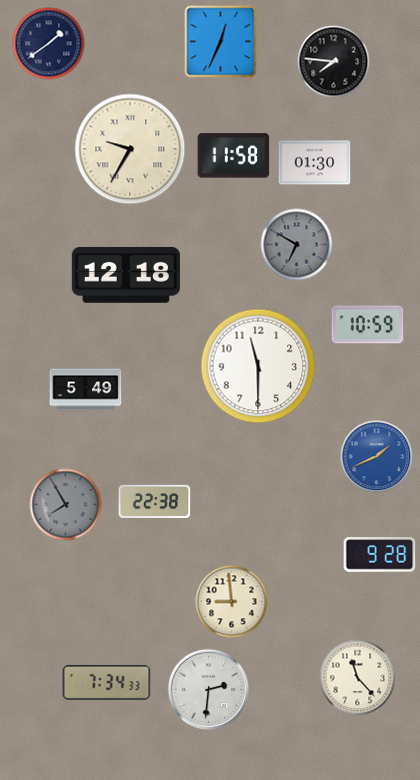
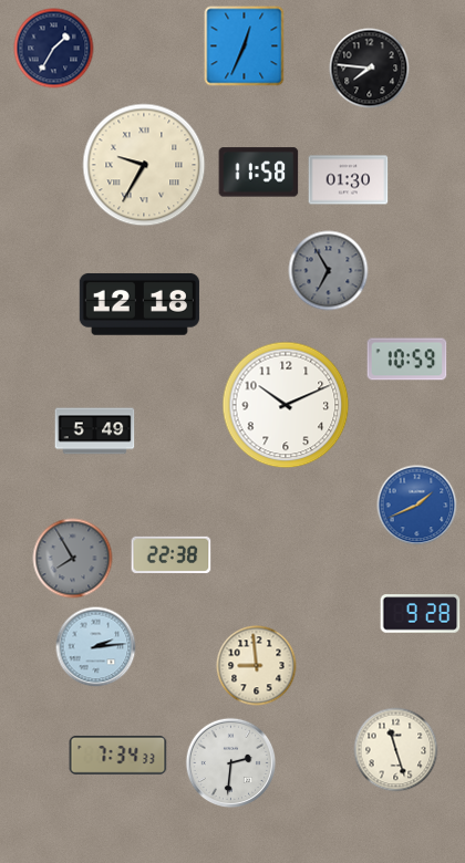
clock at (49, 44): 1:39 -> 1:35
clock at (297, 245): 6:50 -> 6:55
clock at (258, 366): 11:30 -> 10:11
clock at (96, 647): none -> 2:14
clock at (358, 678): 11:23 -> 11:27
